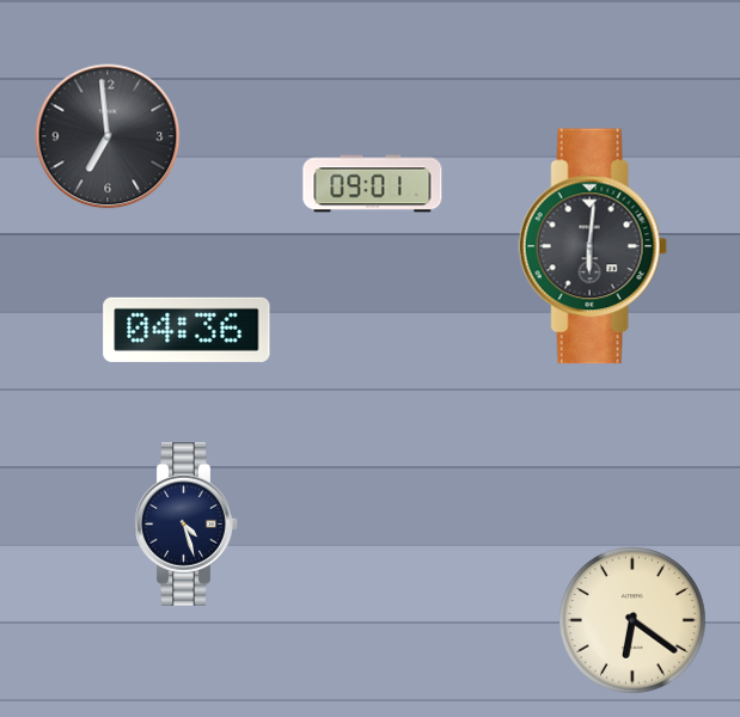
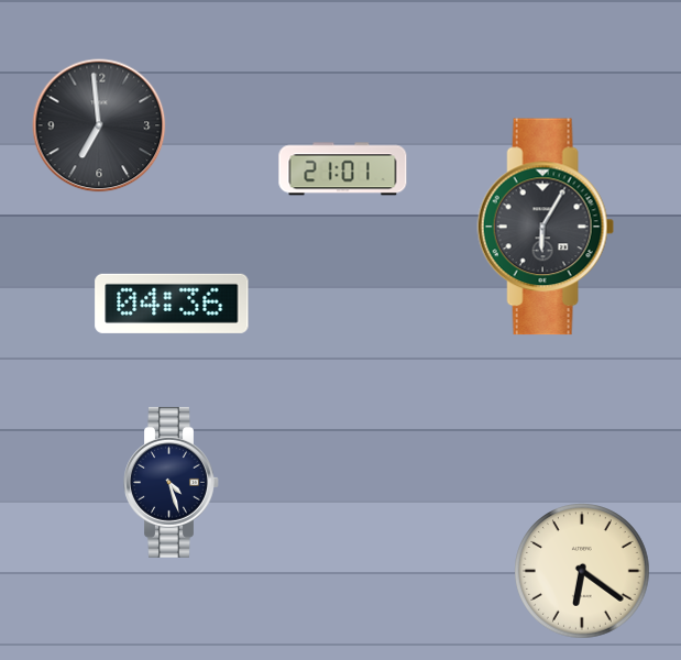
clock at (373, 184): 09:01 -> 21:01
clock at (593, 246): 6:01 -> 6:05
